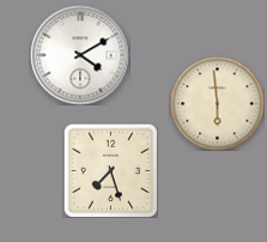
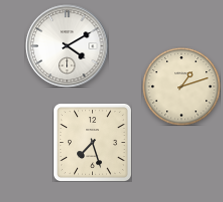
clock at (217, 103): 5:59 -> 1:12
